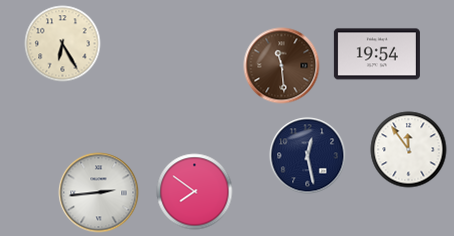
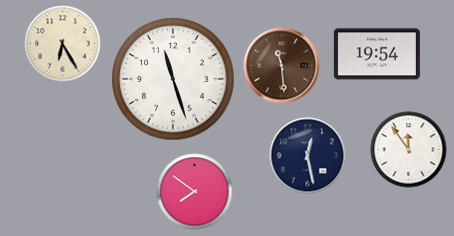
clock at (173, 79): none -> 11:27
clock at (99, 193): 2:44 -> none
